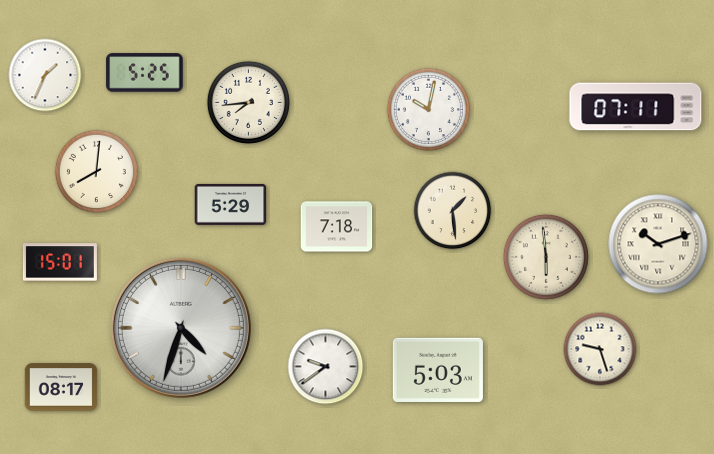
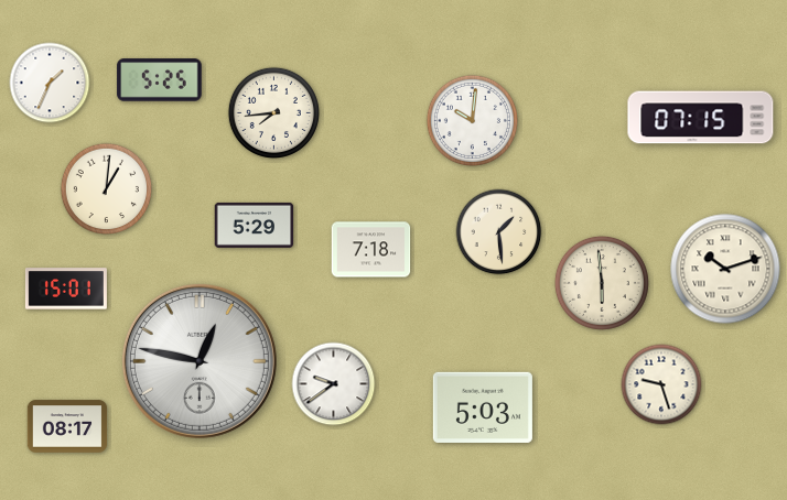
clock at (636, 107): 07:11 -> 07:15
clock at (428, 109): 10:02 -> 10:01
clock at (96, 171): 8:01 -> 1:01
clock at (181, 328): 4:33 -> 12:47
clock at (326, 367) position: (326, 367) -> (334, 384)
